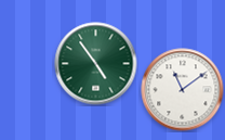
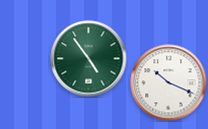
clock at (183, 90): 11:09 -> 10:19
